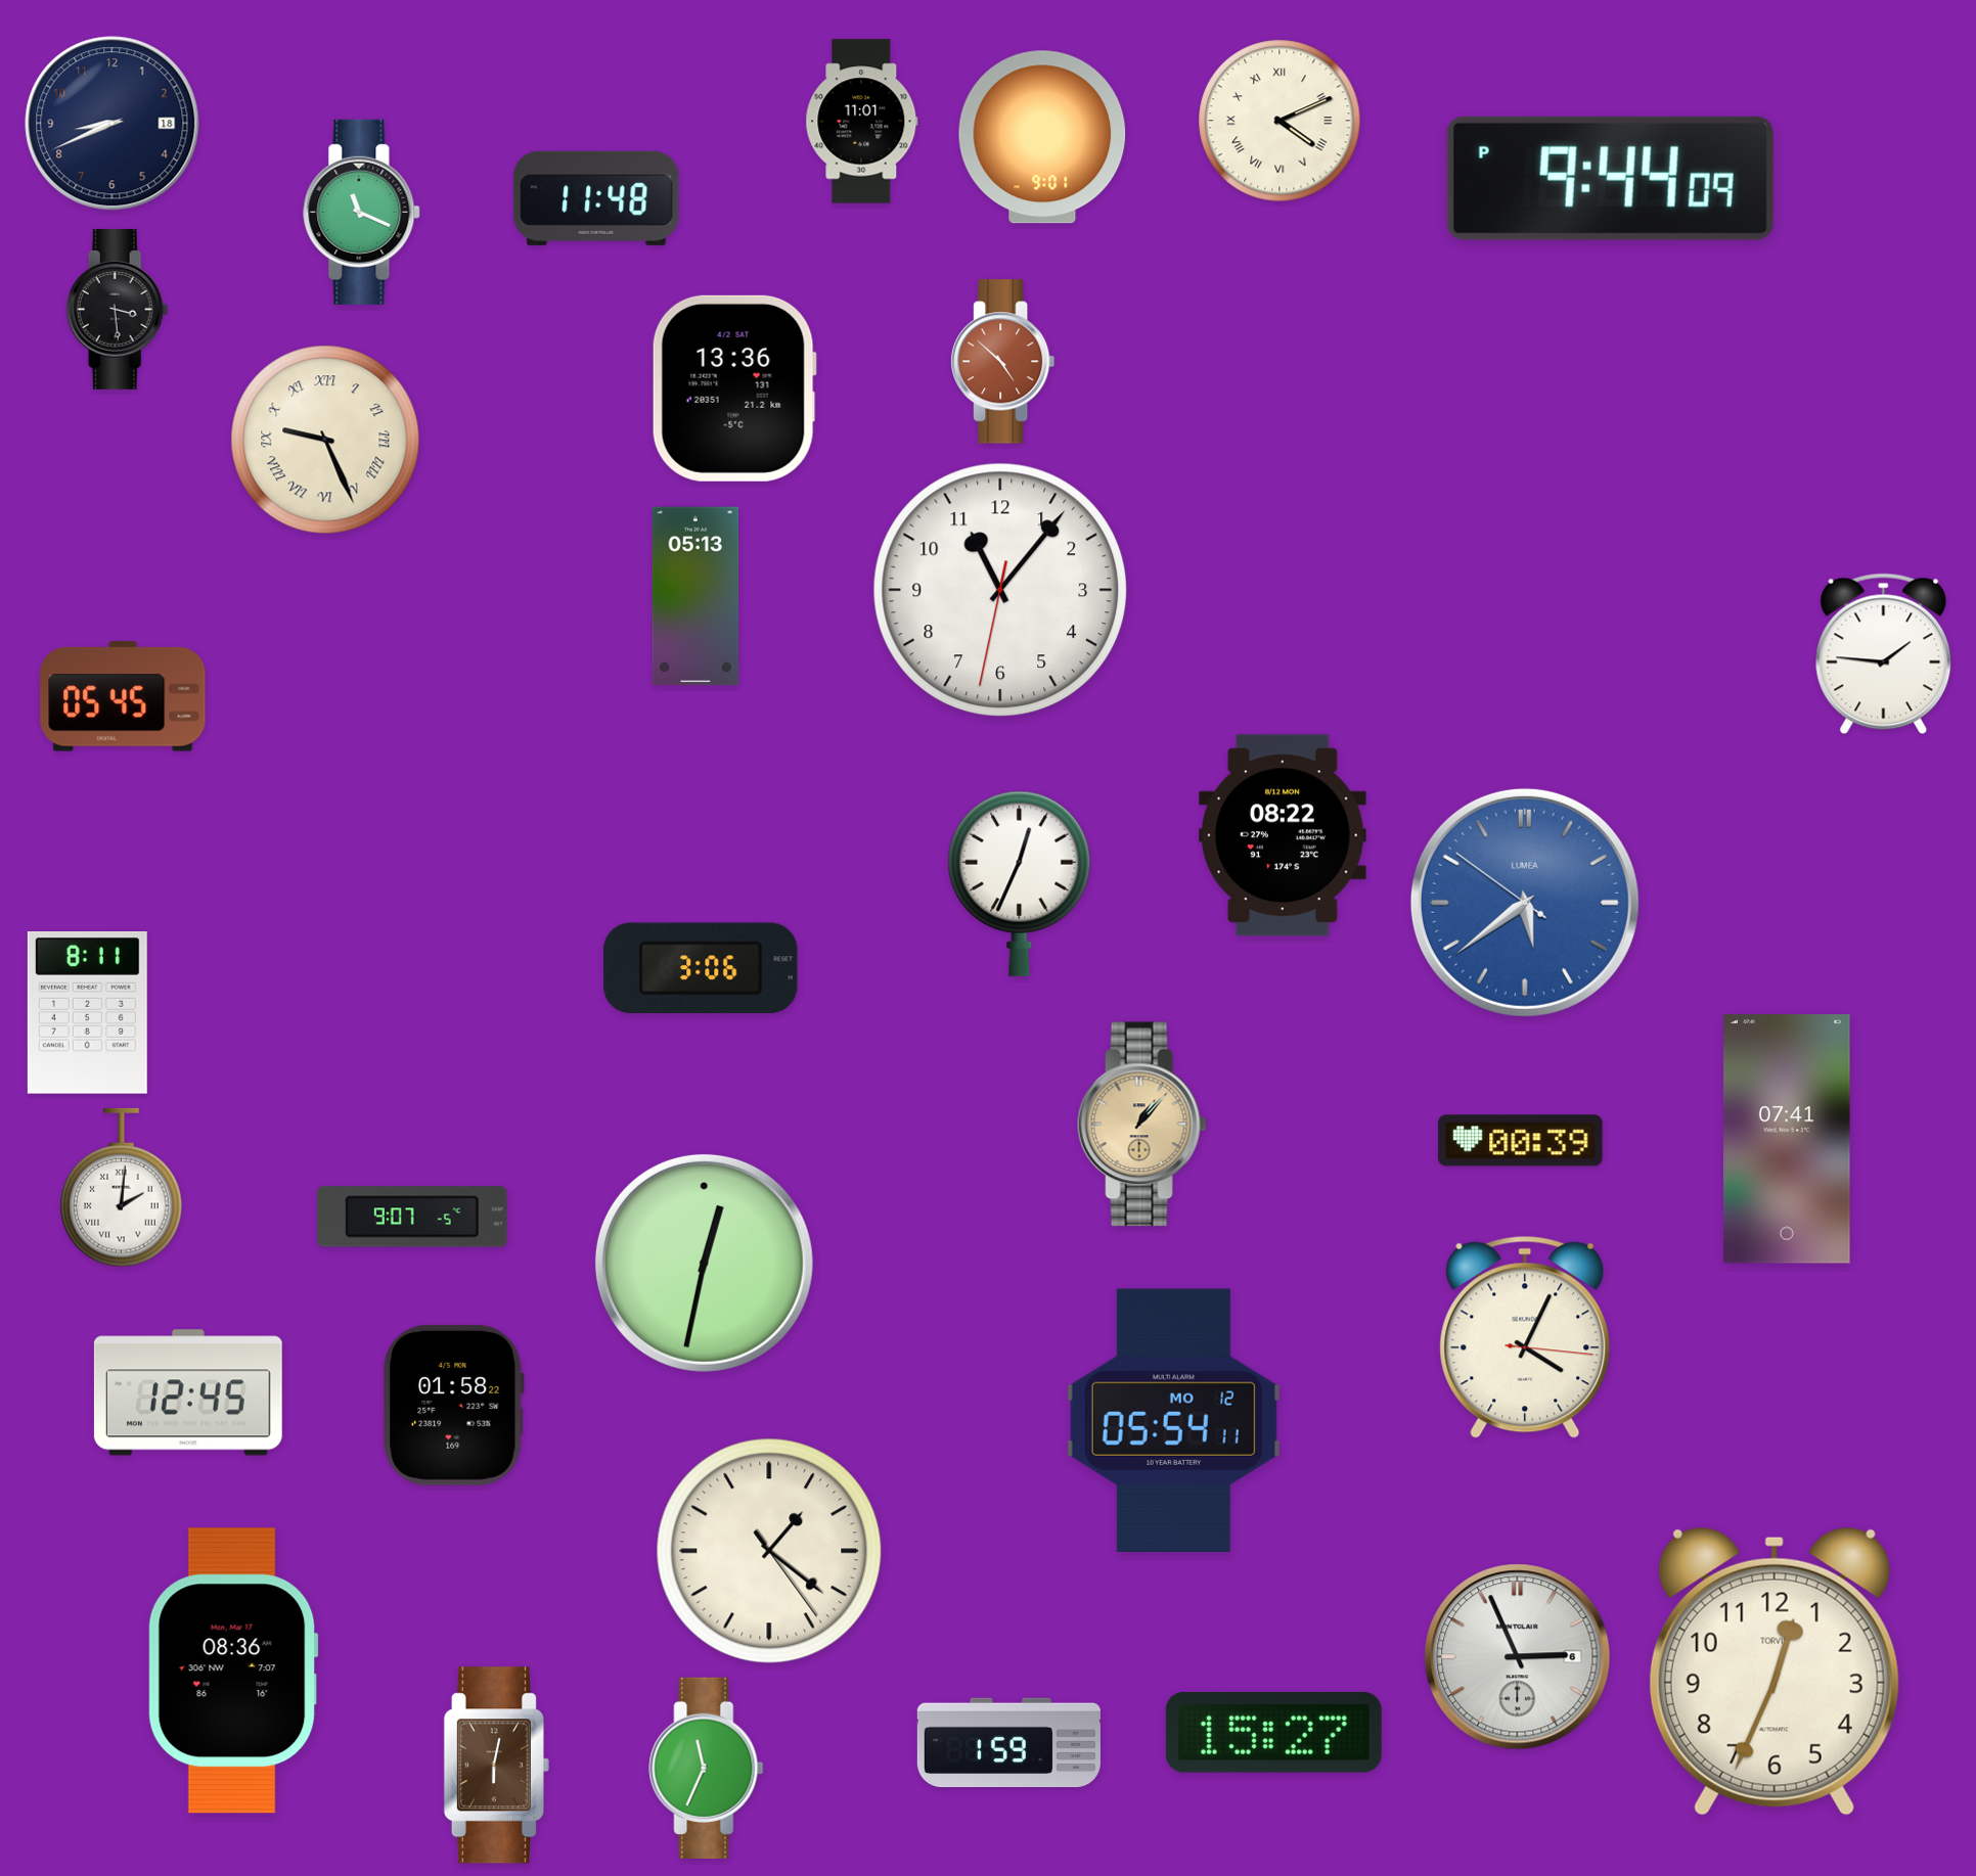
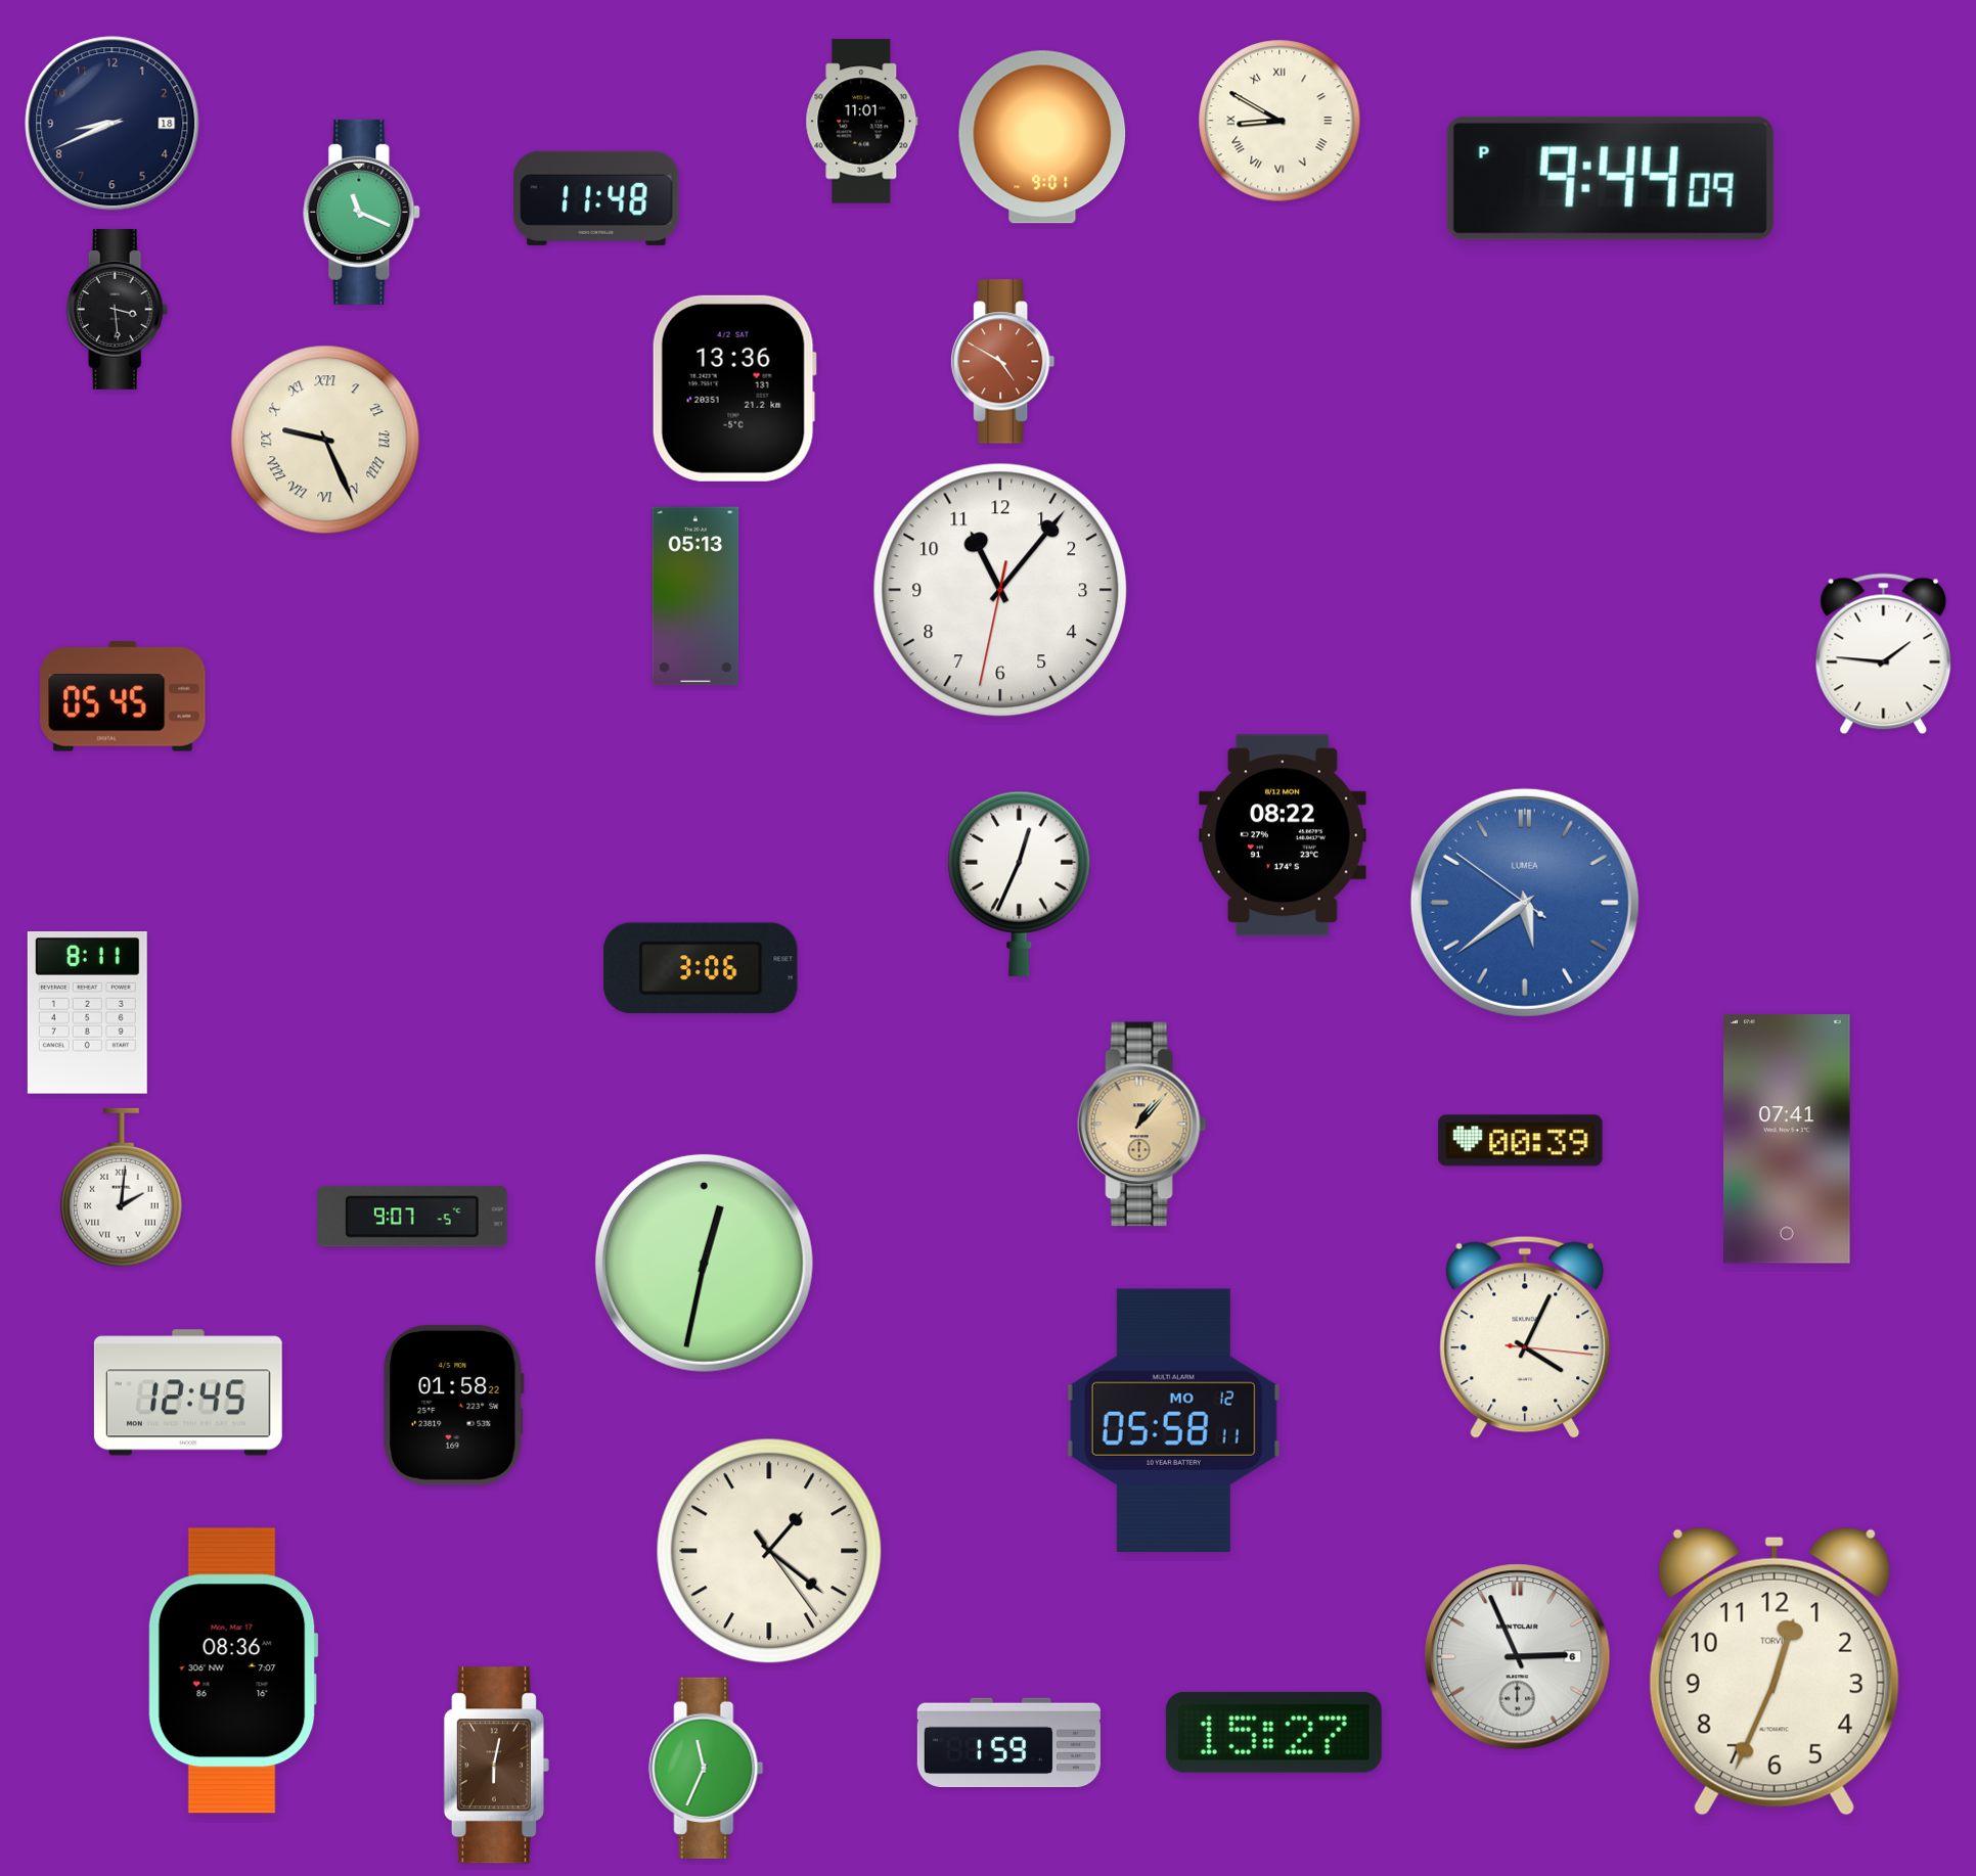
clock at (1279, 121): 4:11 -> 8:50
clock at (1003, 362): 4:52 -> 4:50
clock at (1173, 1420): 05:54 -> 05:58
